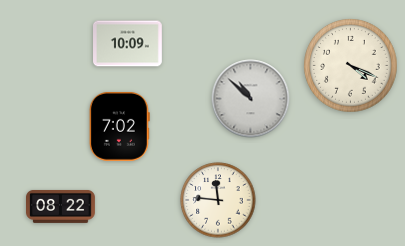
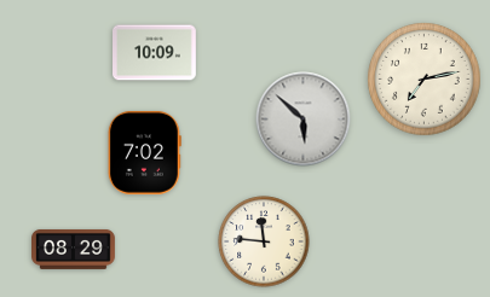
clock at (351, 66): 4:19 -> 7:13
clock at (251, 99): 10:52 -> 5:52
clock at (61, 206): 08:22 -> 08:29
